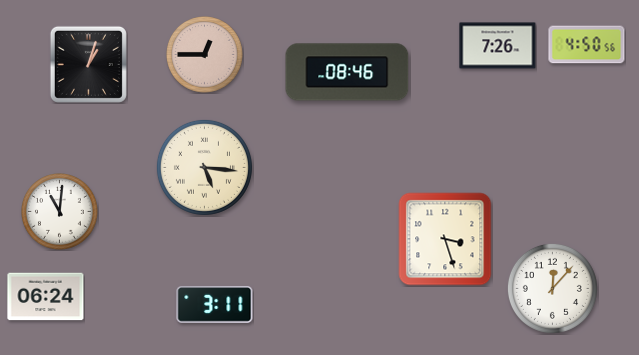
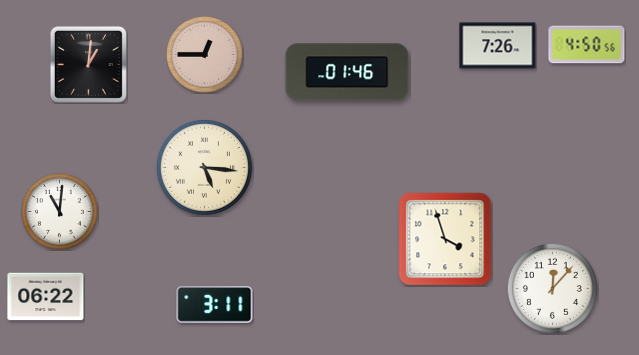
clock at (88, 64): 1:03 -> 1:01
clock at (347, 72): 08:46 -> 01:46
clock at (445, 239): 3:27 -> 3:57
clock at (46, 297): 06:24 -> 06:22
